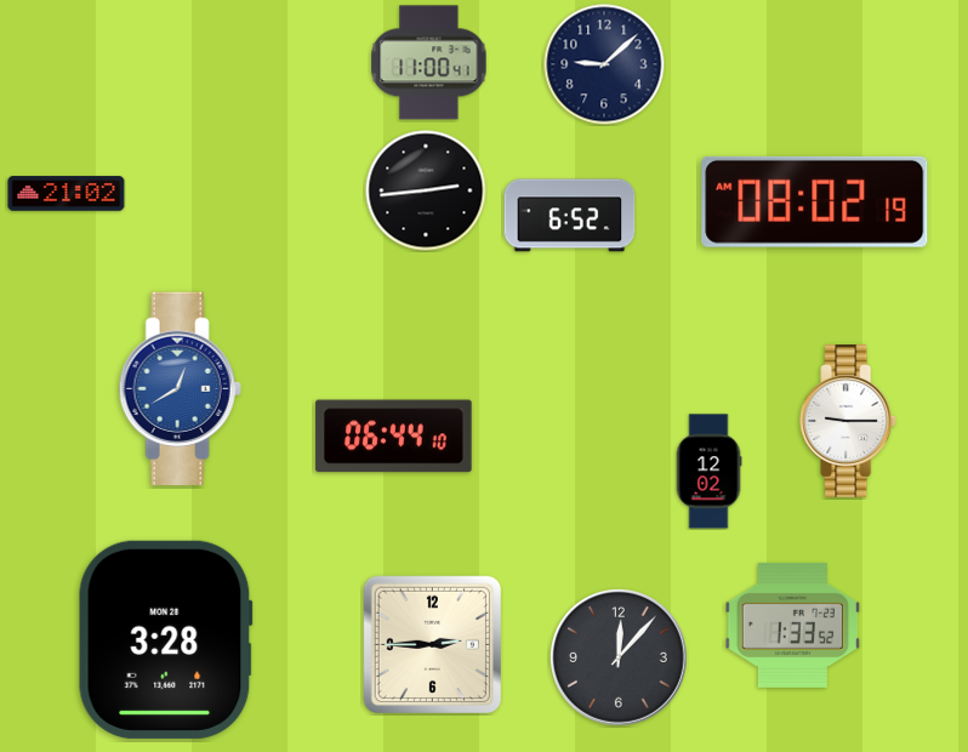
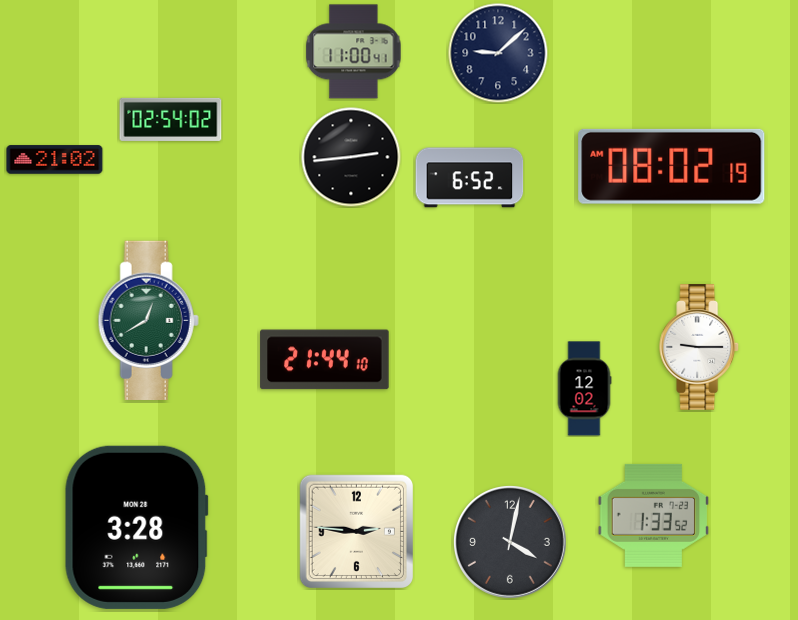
clock at (171, 119): none -> 02:54
clock at (180, 388) dial: blue -> green
clock at (394, 437): 06:44 -> 21:44
clock at (432, 644): 2:45 -> 2:46
clock at (619, 657): 12:07 -> 4:02
